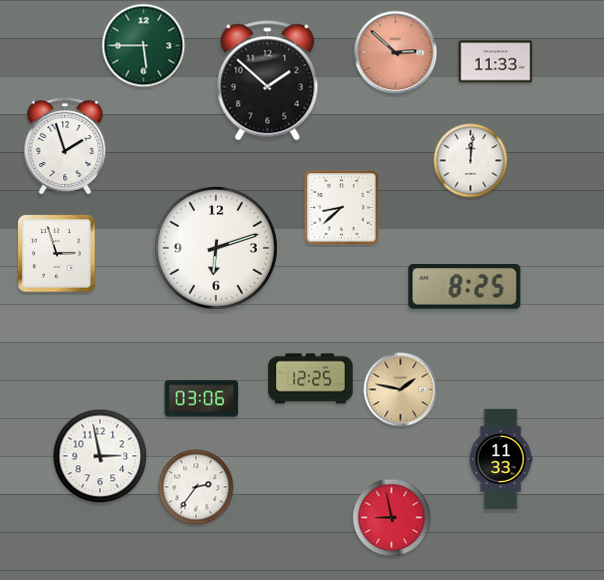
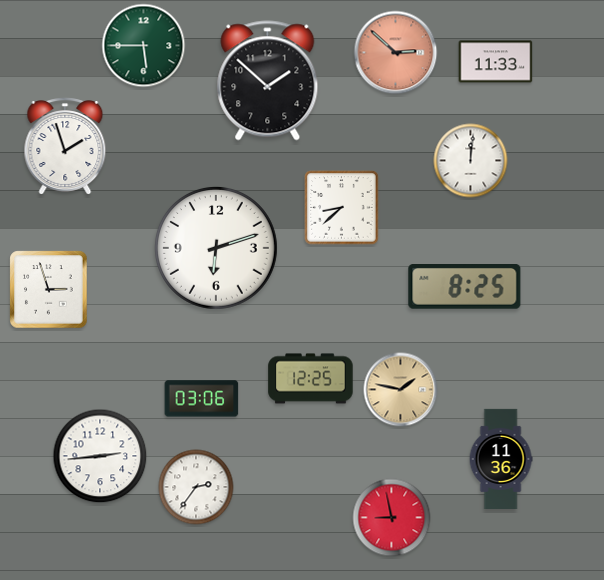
clock at (57, 254) position: (57, 254) -> (49, 290)
clock at (100, 456): 2:58 -> 2:44
clock at (501, 458): 11:33 -> 11:36
